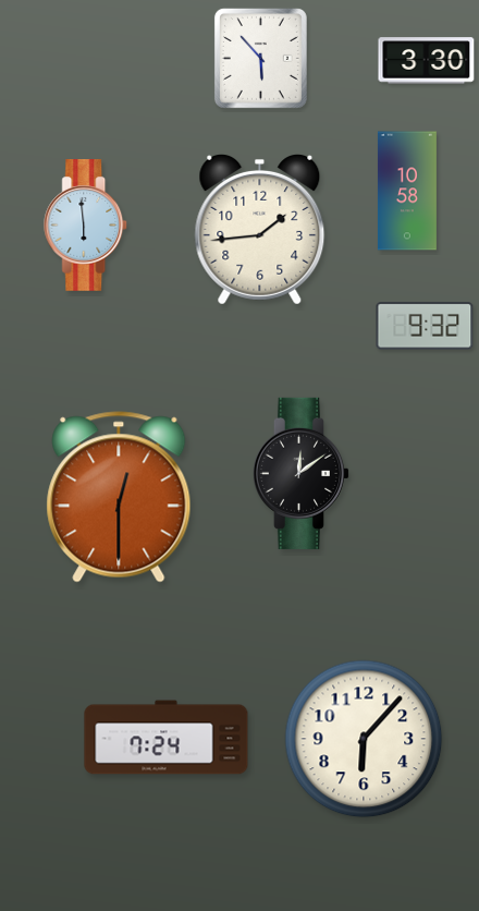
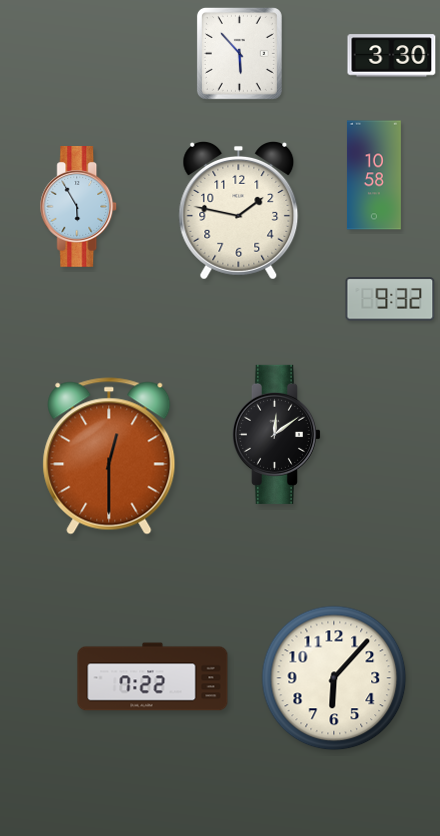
clock at (86, 226): 5:59 -> 5:55
clock at (260, 229): 1:44 -> 1:47
clock at (167, 738): 7:24 -> 7:22
